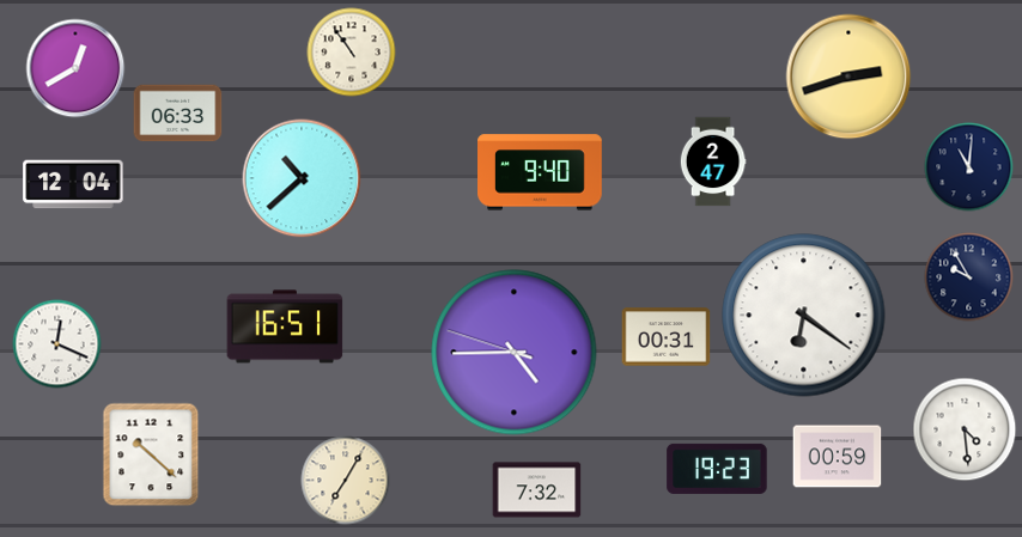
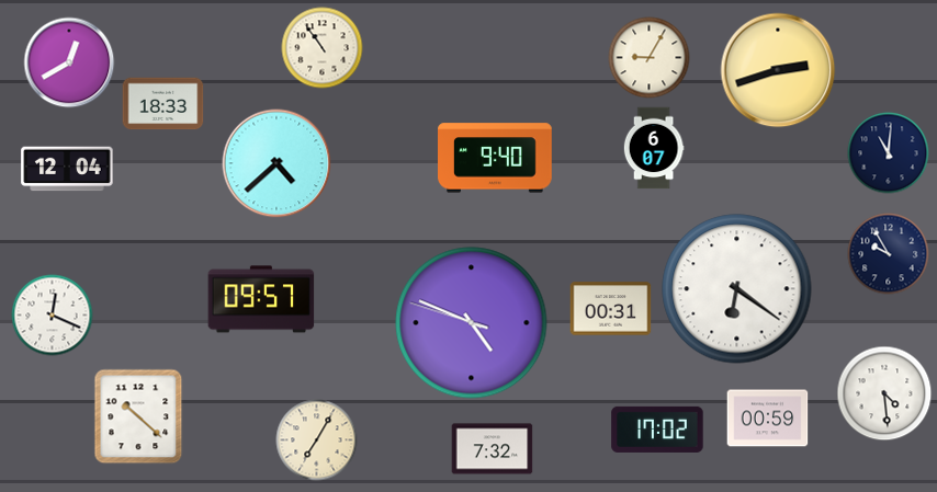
clock at (650, 58): none -> 9:05
clock at (178, 114): 06:33 -> 18:33
clock at (713, 161): 2:47 -> 6:07
clock at (302, 178): 10:38 -> 4:38
clock at (285, 327): 16:51 -> 09:57
clock at (515, 353): 4:44 -> 4:48
clock at (717, 469): 19:23 -> 17:02
